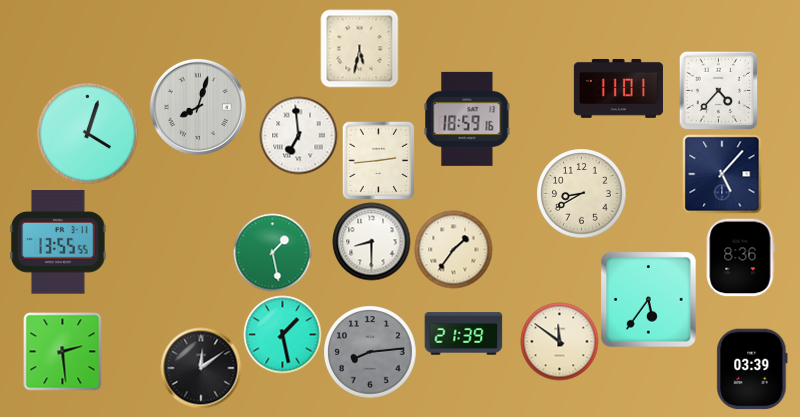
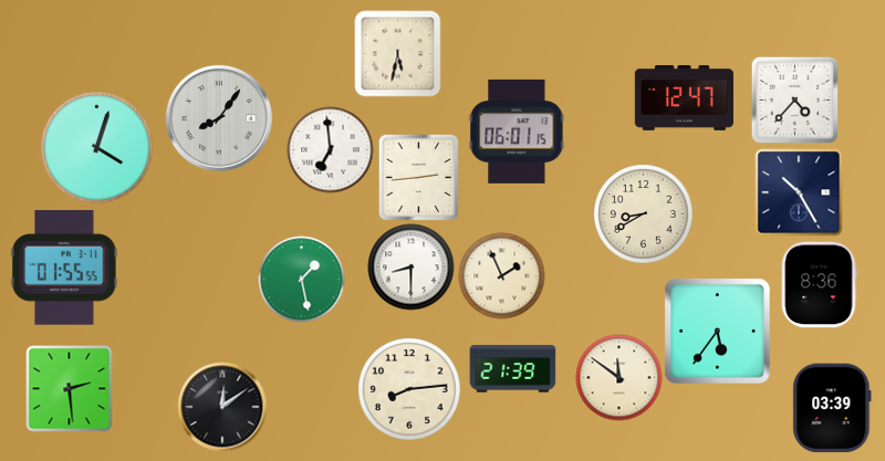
clock at (618, 88): 11:01 -> 12:47
clock at (198, 107): 8:03 -> 8:06
clock at (467, 119): 18:59 -> 06:01
clock at (722, 174): 5:07 -> 10:25
clock at (58, 242): 13:55 -> 01:55
clock at (453, 249): 1:36 -> 1:56
clock at (282, 334): 1:28 -> none
clock at (370, 352) dial: grey -> cream
